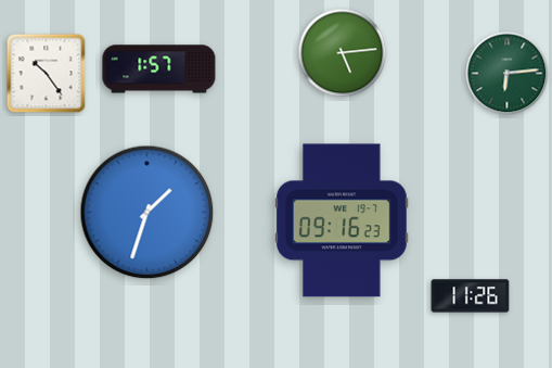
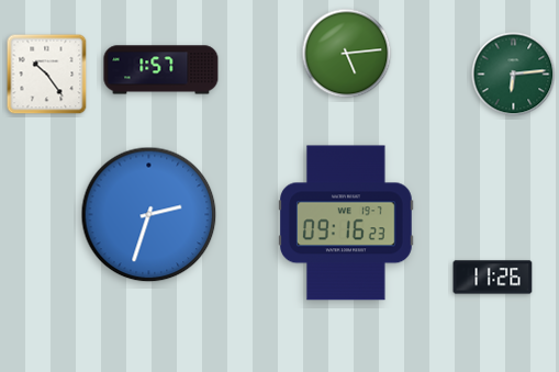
clock at (147, 213): 1:33 -> 2:33
clock at (471, 296) position: (471, 296) -> (493, 278)
